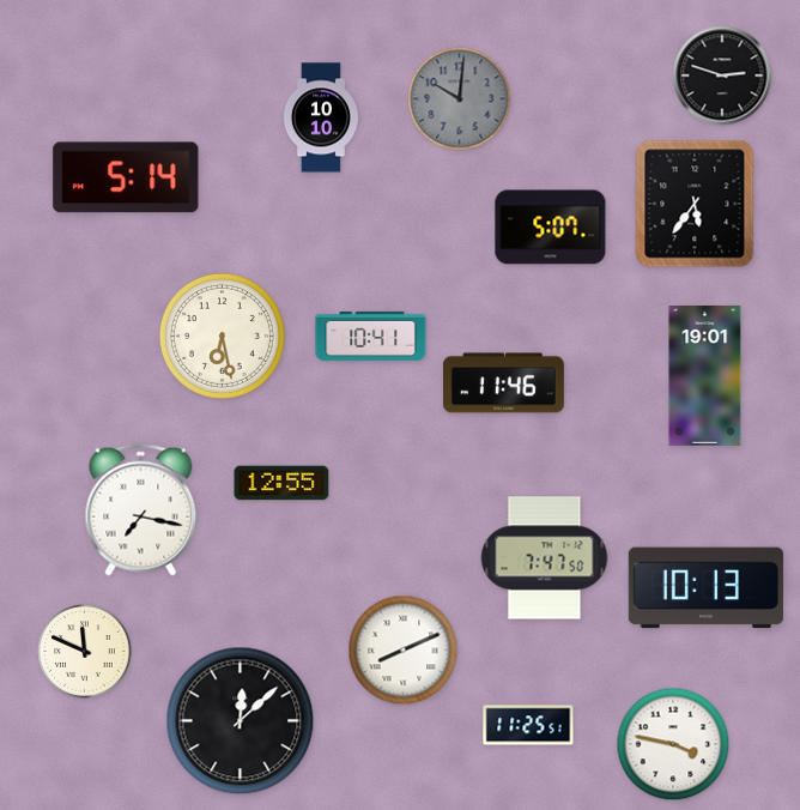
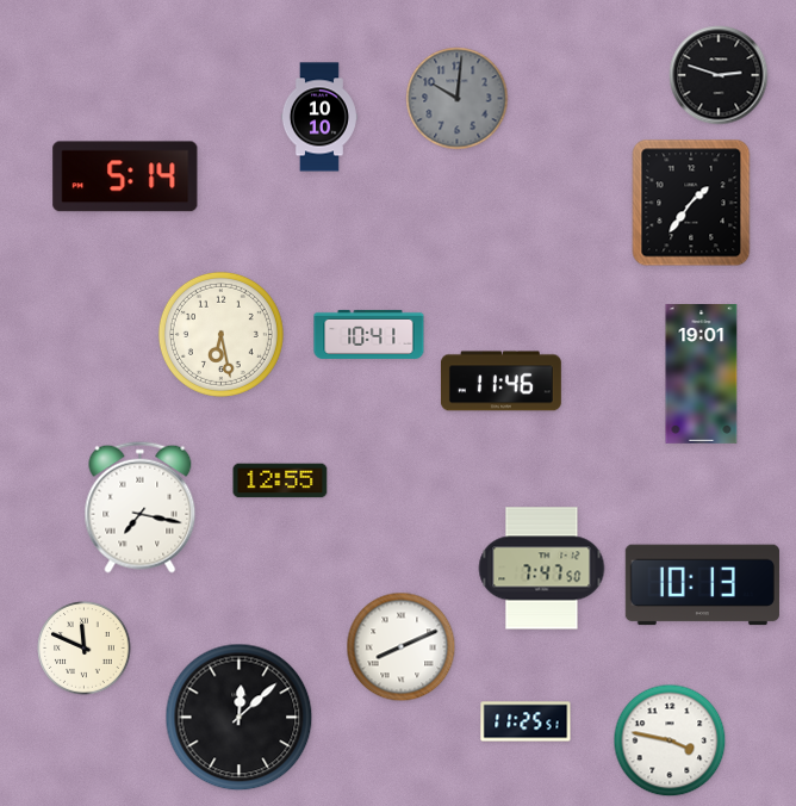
clock at (695, 204): 5:36 -> 1:36
clock at (551, 228): 5:07 -> none
clock at (545, 558) position: (545, 558) -> (542, 569)
